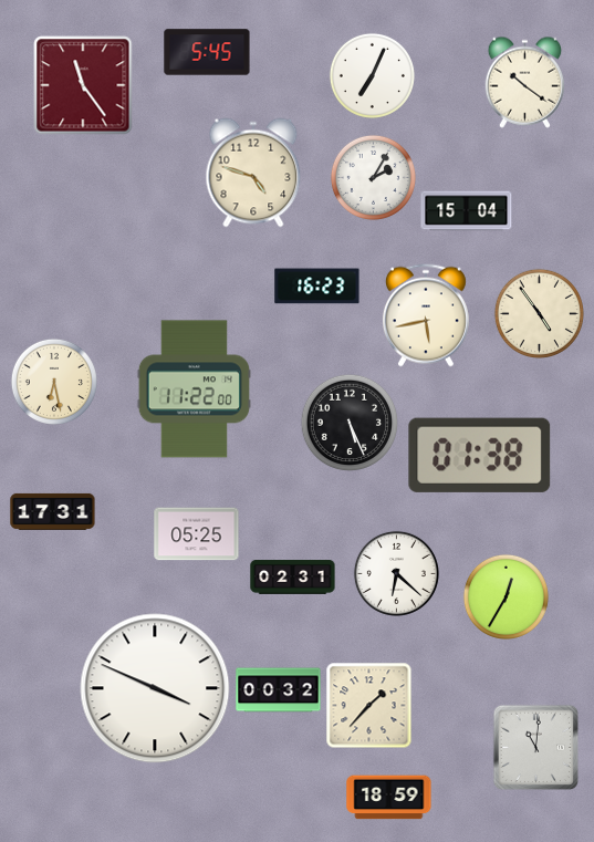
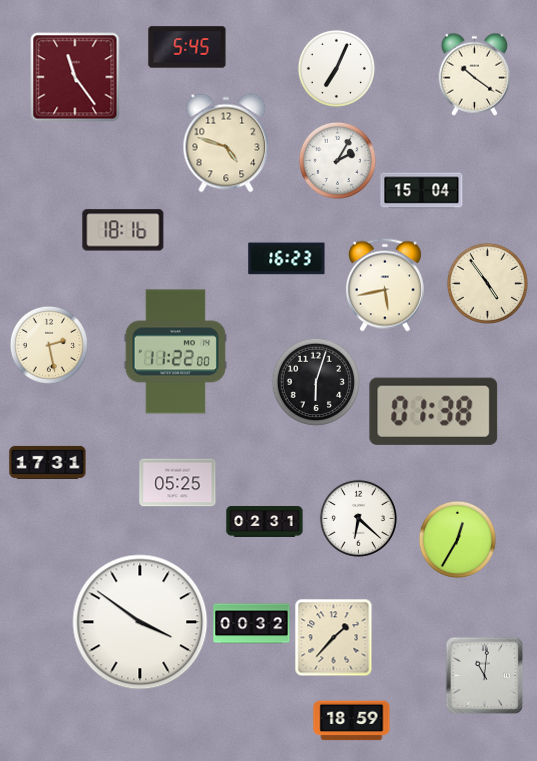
clock at (253, 173) position: (253, 173) -> (226, 143)
clock at (123, 230): none -> 18:16
clock at (54, 382): 6:28 -> 2:28
clock at (348, 422): 5:26 -> 6:03
clock at (155, 688): 3:49 -> 3:51
